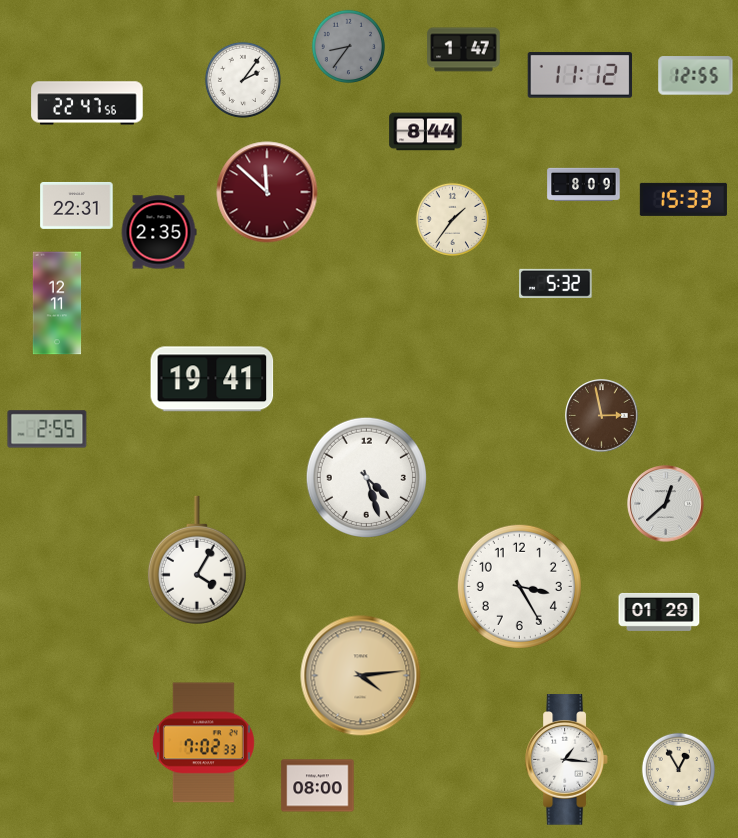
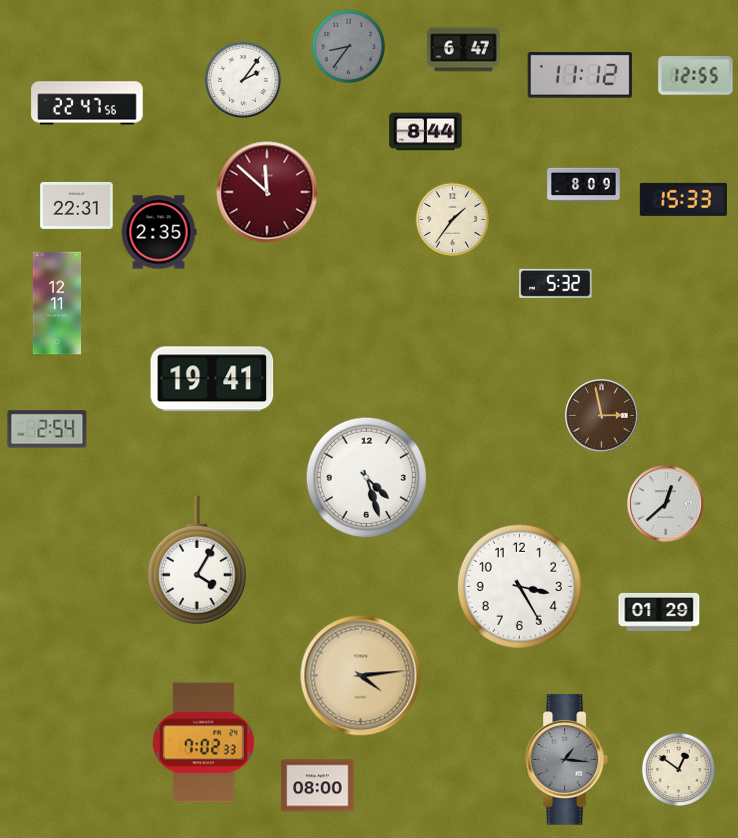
clock at (464, 50): 1:47 -> 6:47
clock at (47, 429): 2:55 -> 2:54
clock at (567, 760) dial: white -> grey
clock at (678, 769): 12:55 -> 12:51
